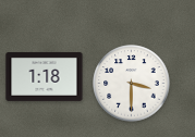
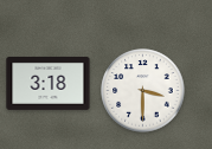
clock at (45, 77): 1:18 -> 3:18
